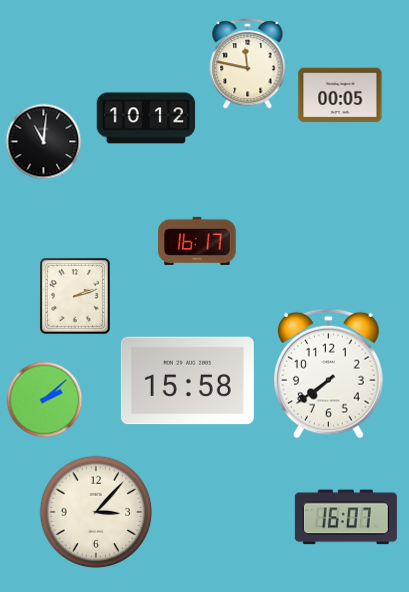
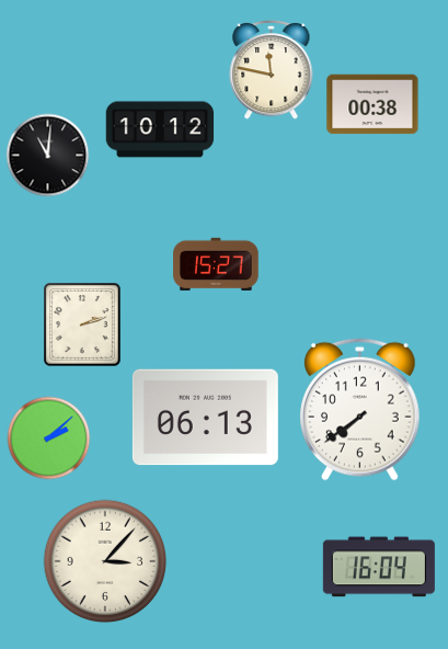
clock at (340, 95): 00:05 -> 00:38
clock at (197, 241): 16:17 -> 15:27
clock at (187, 381): 15:58 -> 06:13
clock at (346, 517): 16:07 -> 16:04
